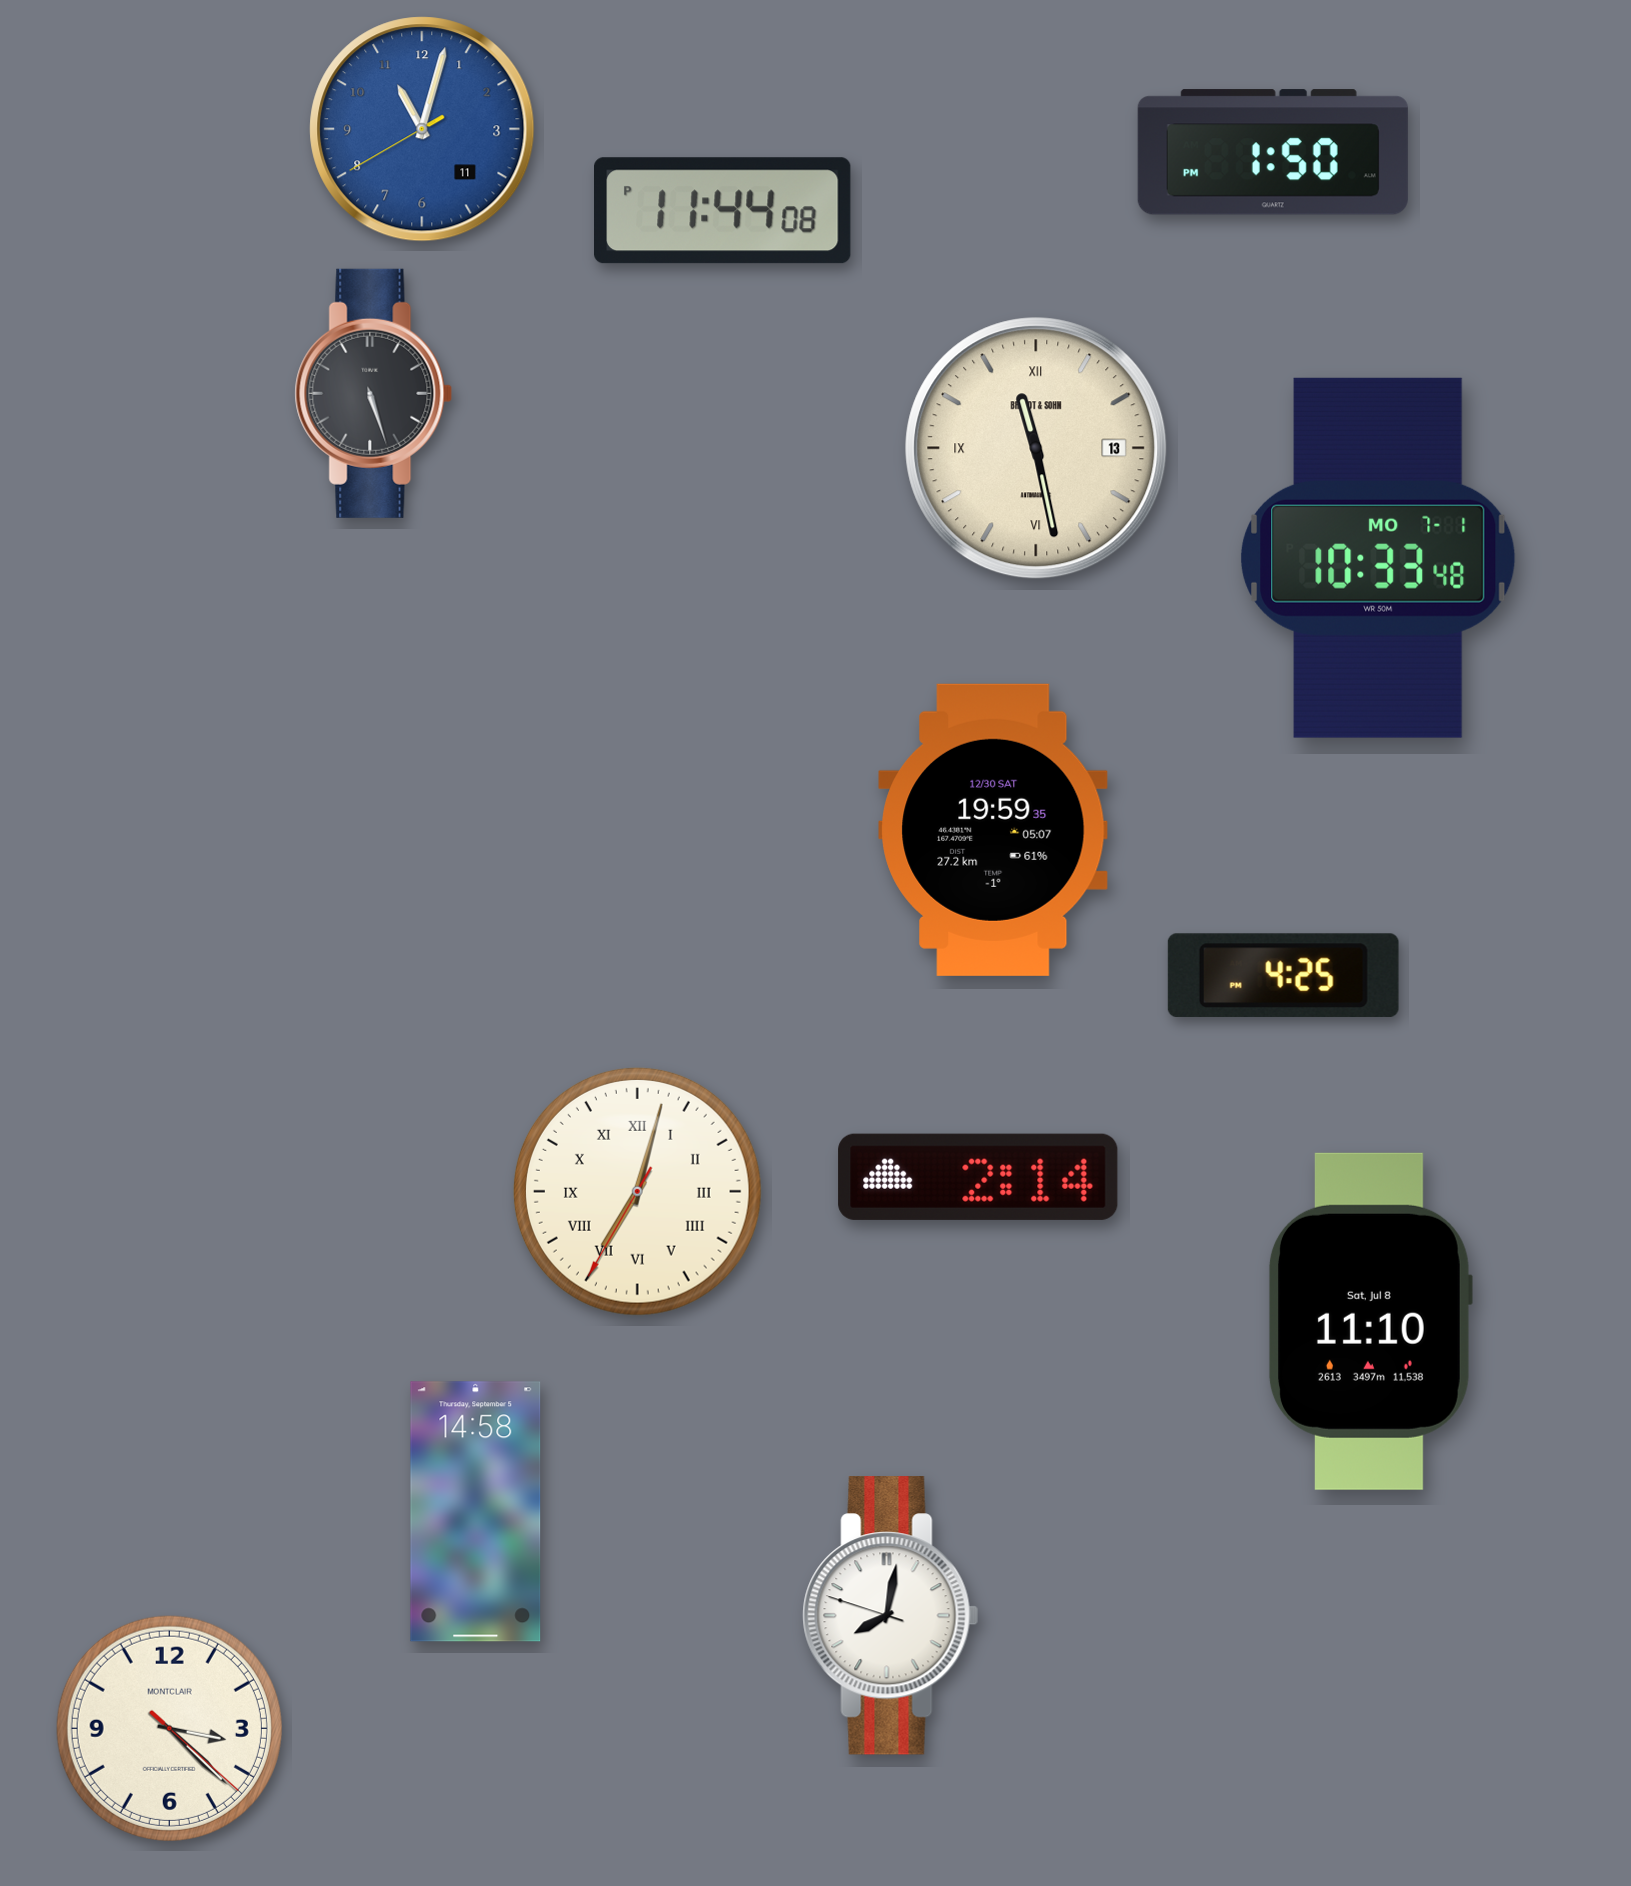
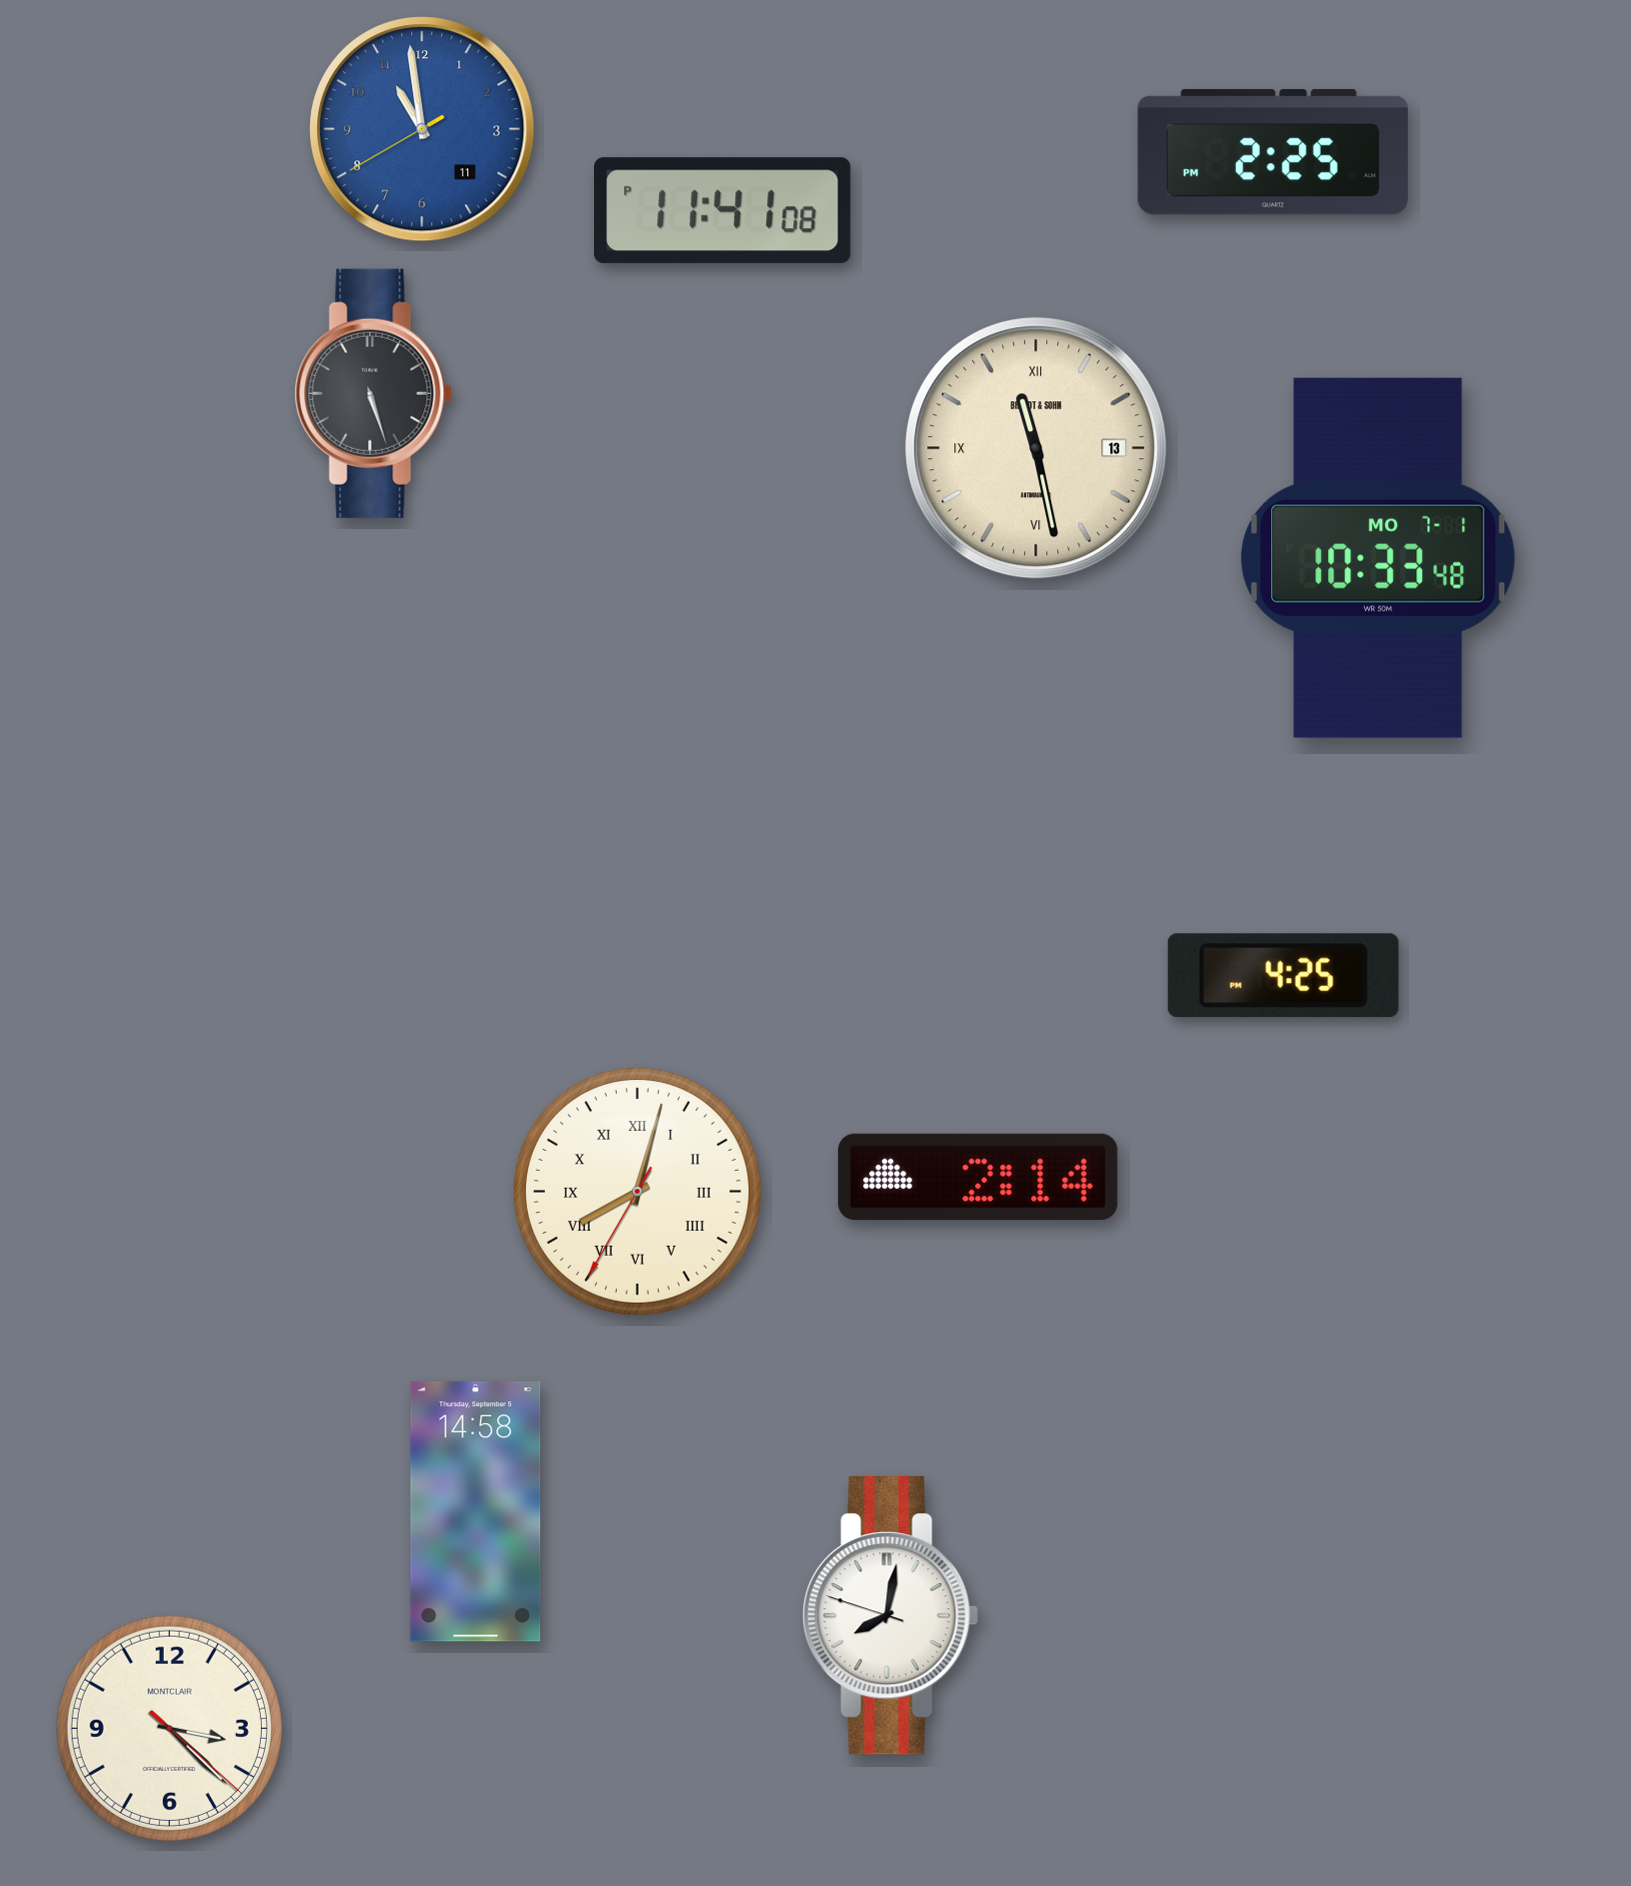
clock at (422, 129): 11:02 -> 10:58
clock at (1273, 152): 1:50 -> 2:25
clock at (723, 211): 11:44 -> 11:41
clock at (993, 830): 19:59 -> none
clock at (637, 1191): 7:02 -> 8:02
clock at (1370, 1321): 11:10 -> none
